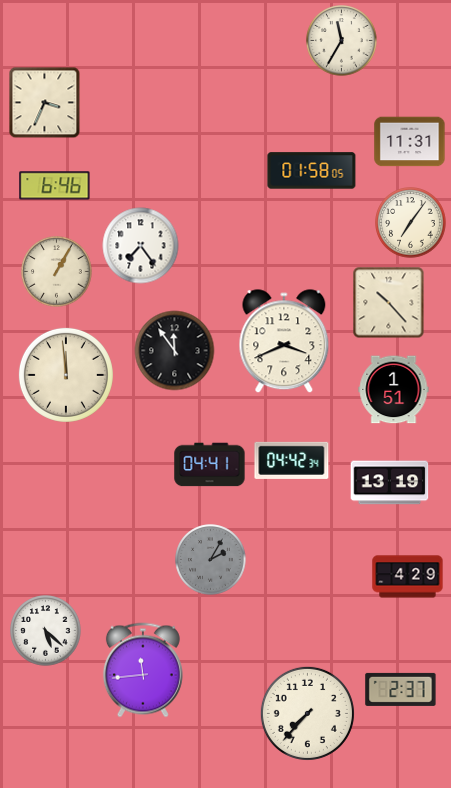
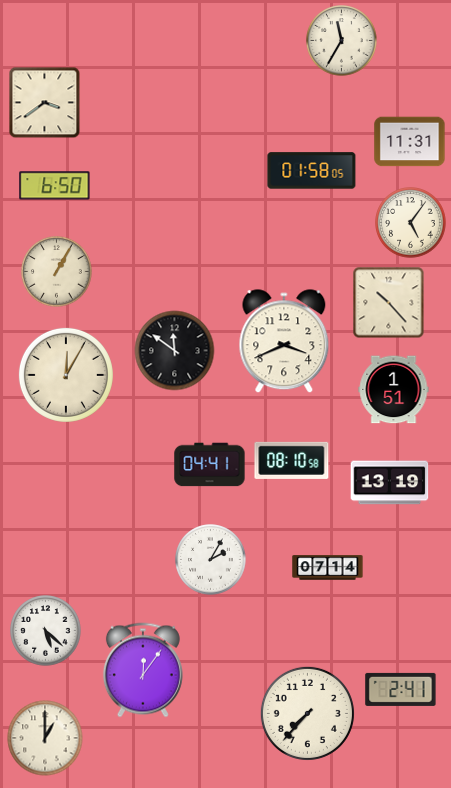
clock at (45, 103): 3:34 -> 3:39
clock at (55, 186): 6:46 -> 6:50
clock at (411, 223): 7:06 -> 5:06
clock at (141, 246): 7:24 -> none
clock at (175, 351): 11:54 -> 11:51
clock at (66, 375): 11:59 -> 12:05
clock at (292, 460): 04:42 -> 08:10
clock at (211, 560) dial: grey -> white
clock at (328, 568): none -> 07:14
clock at (408, 577): 4:29 -> none
clock at (143, 670): 11:44 -> 12:06
clock at (401, 689): 2:37 -> 2:41
clock at (45, 738): none -> 1:00
